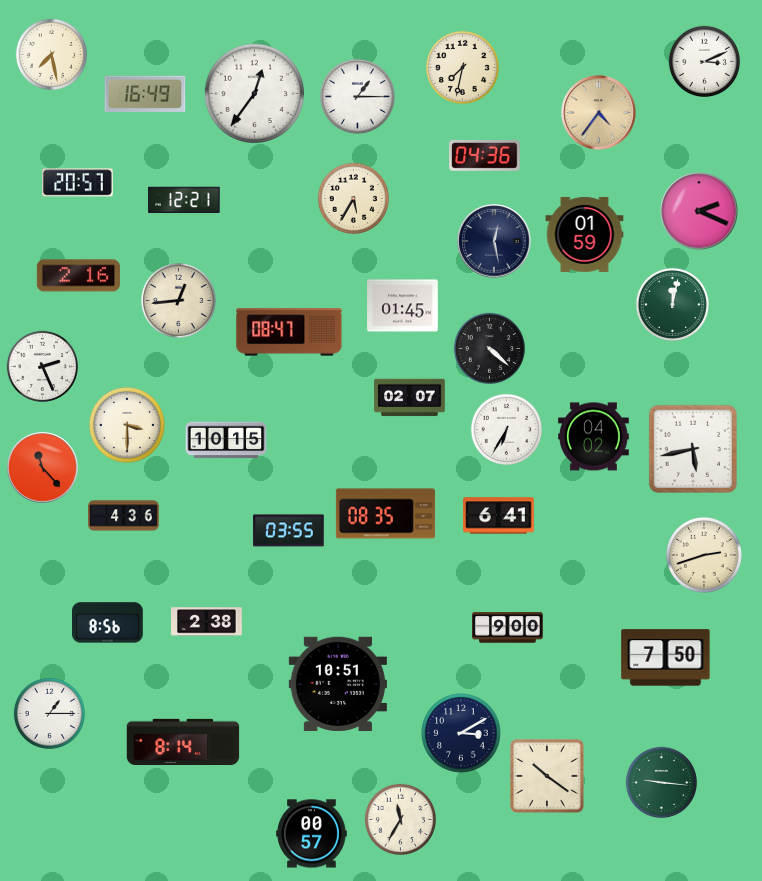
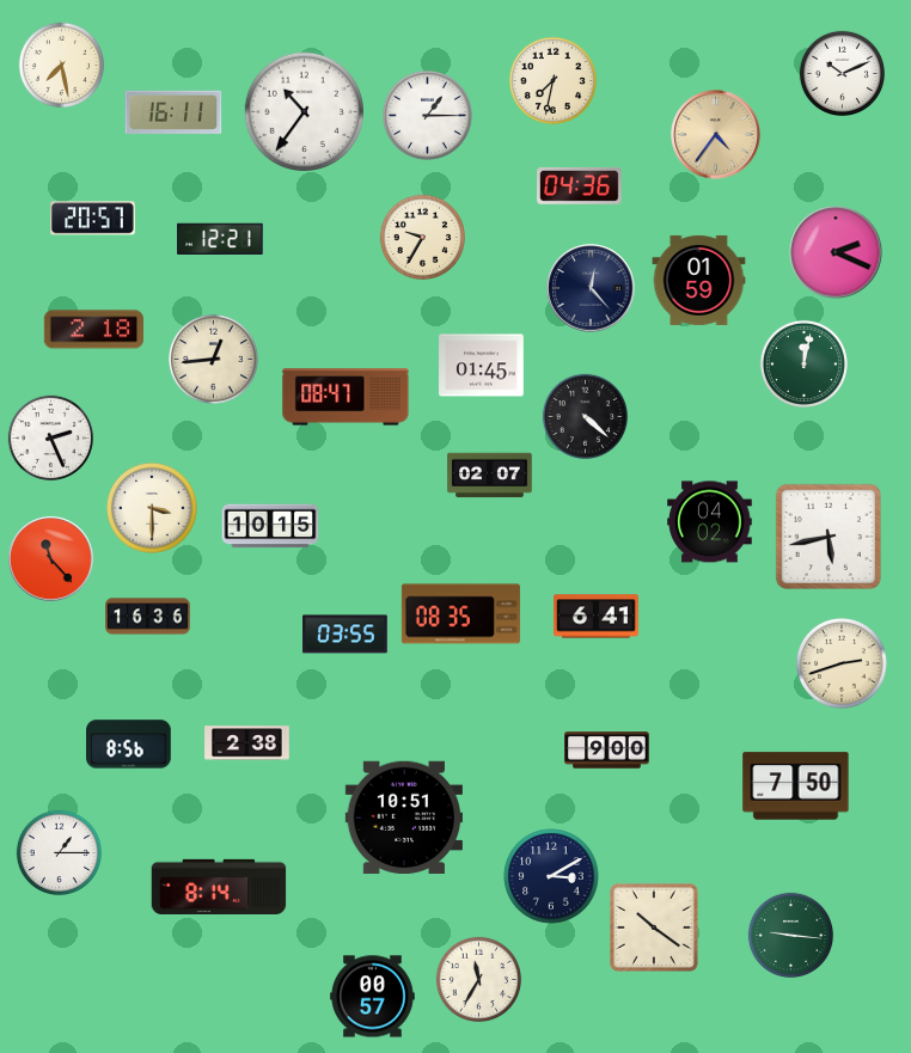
clock at (704, 61): 3:11 -> 10:11
clock at (254, 93): 12:36 -> 10:36
clock at (145, 94): 16:49 -> 16:11
clock at (353, 198): 5:35 -> 9:35
clock at (494, 241): 12:28 -> 12:23
clock at (78, 276): 2:16 -> 2:18
clock at (506, 429): 6:35 -> none
clock at (124, 516): 4:36 -> 16:36
